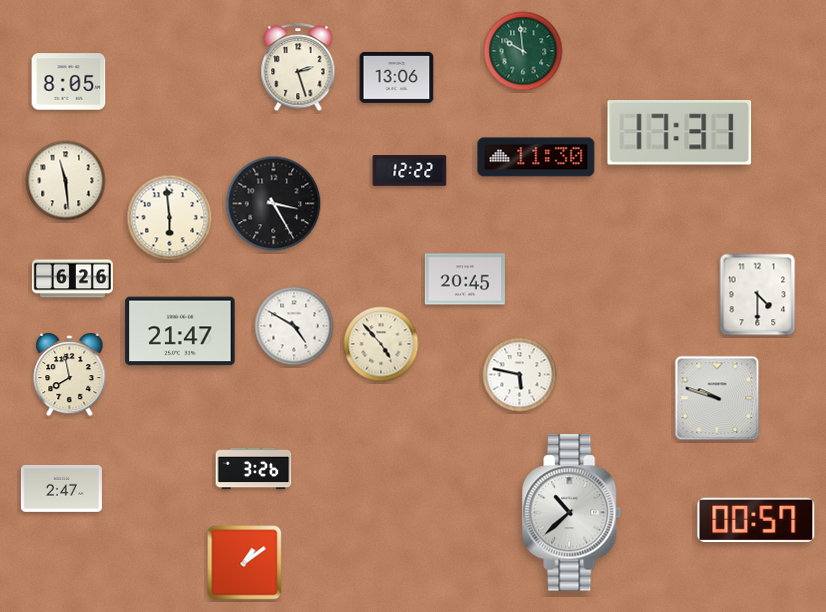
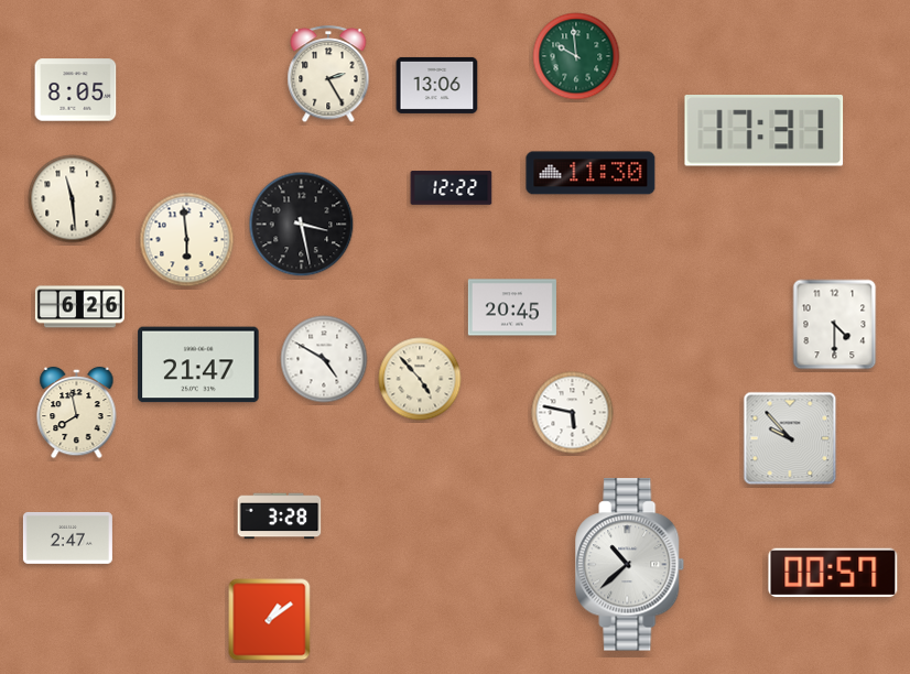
clock at (298, 68): 2:27 -> 2:25
clock at (680, 133) position: (680, 133) -> (765, 131)
clock at (274, 204): 3:25 -> 3:28
clock at (717, 398): 9:48 -> 9:53
clock at (254, 469): 3:26 -> 3:28
